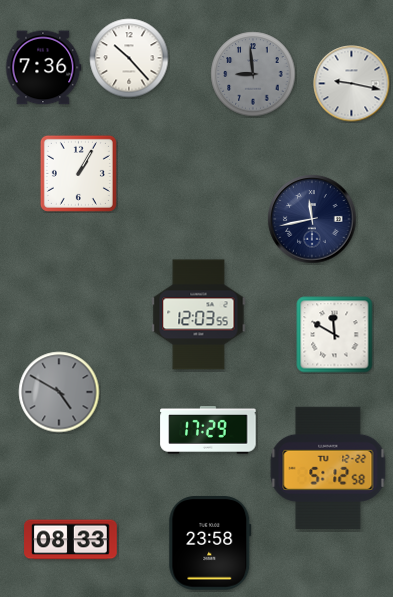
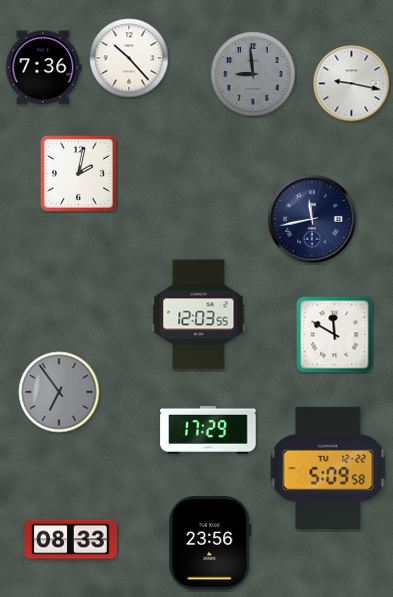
clock at (78, 173): 1:05 -> 2:02
clock at (59, 392): 4:50 -> 6:54
clock at (328, 468): 5:12 -> 5:09
clock at (210, 544): 23:58 -> 23:56
